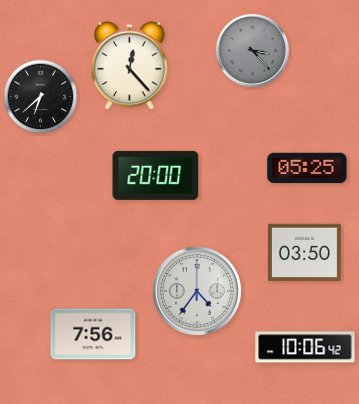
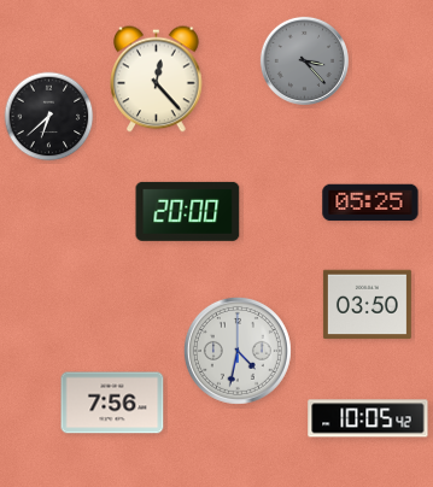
clock at (197, 291): 4:36 -> 4:32
clock at (305, 347): 10:06 -> 10:05
